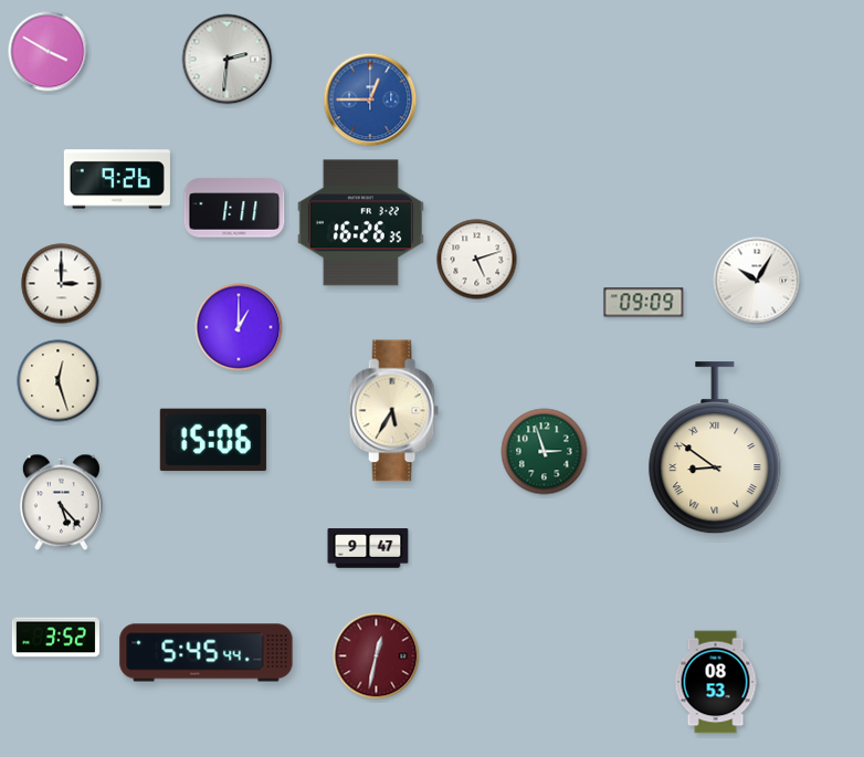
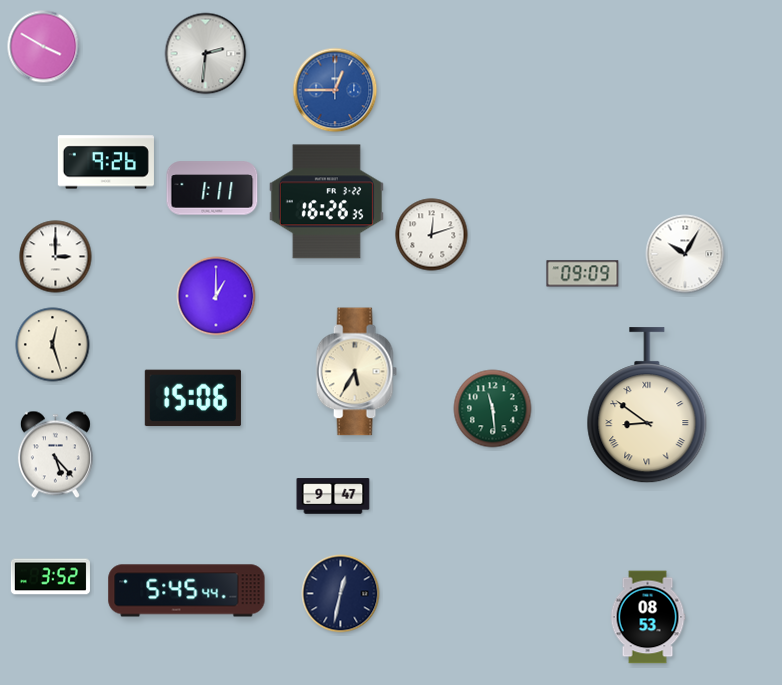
clock at (477, 260): 5:12 -> 12:12
clock at (545, 452): 2:57 -> 11:29
clock at (377, 656) dial: burgundy -> navy
